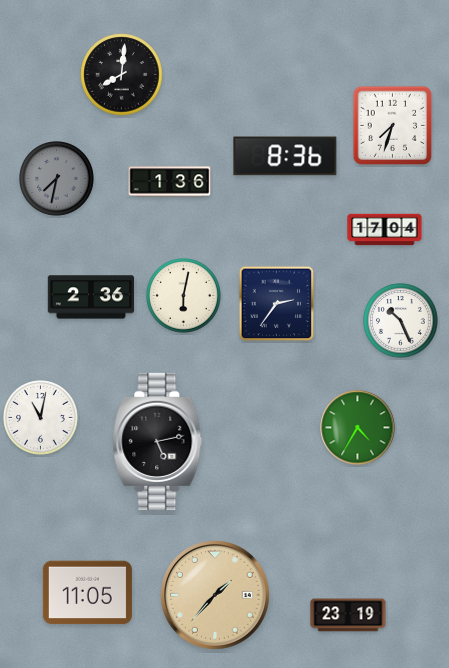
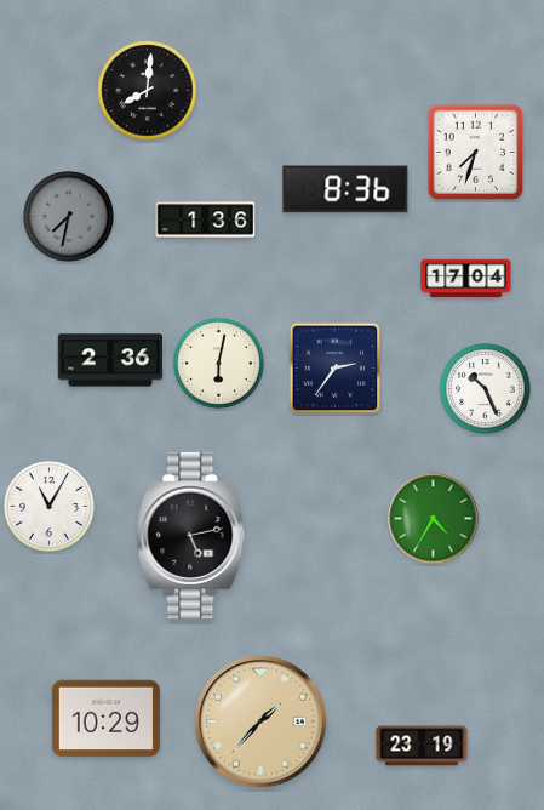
clock at (184, 296) position: (184, 296) -> (219, 364)
clock at (41, 418): 11:02 -> 11:05
clock at (87, 593): 11:05 -> 10:29
